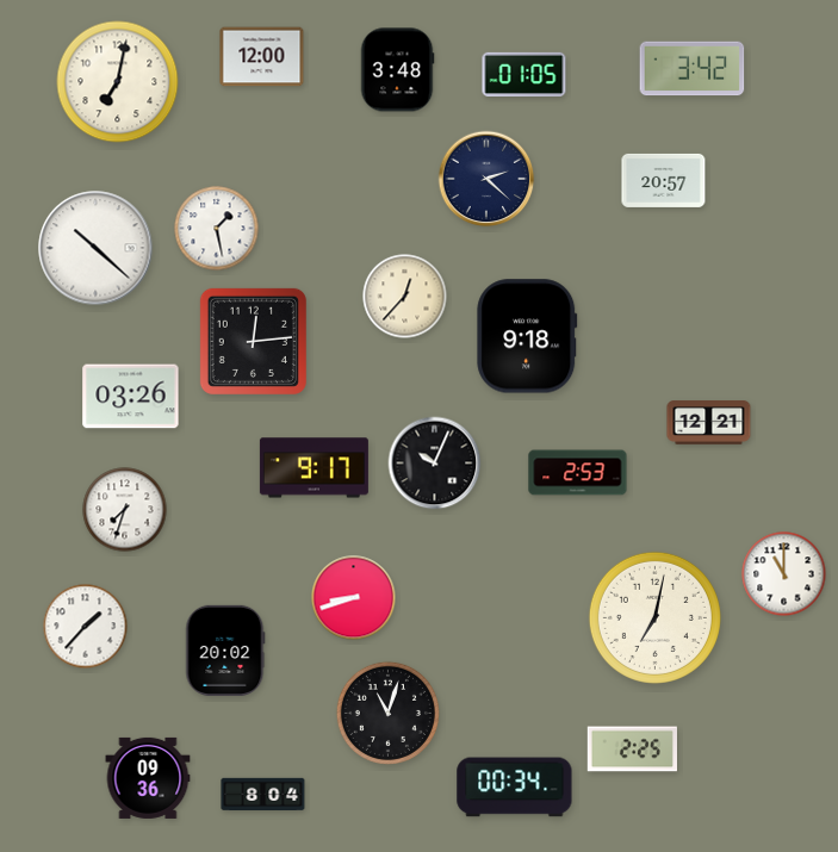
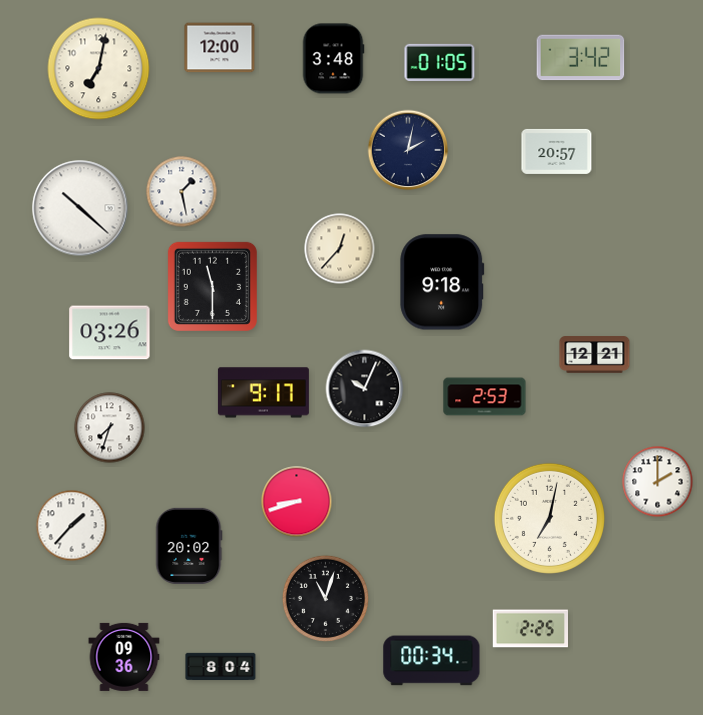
clock at (486, 179): 2:22 -> 2:02
clock at (253, 341): 12:14 -> 11:30
clock at (125, 510) position: (125, 510) -> (110, 428)
clock at (784, 574): 11:00 -> 2:00
clock at (148, 778) position: (148, 778) -> (124, 657)
